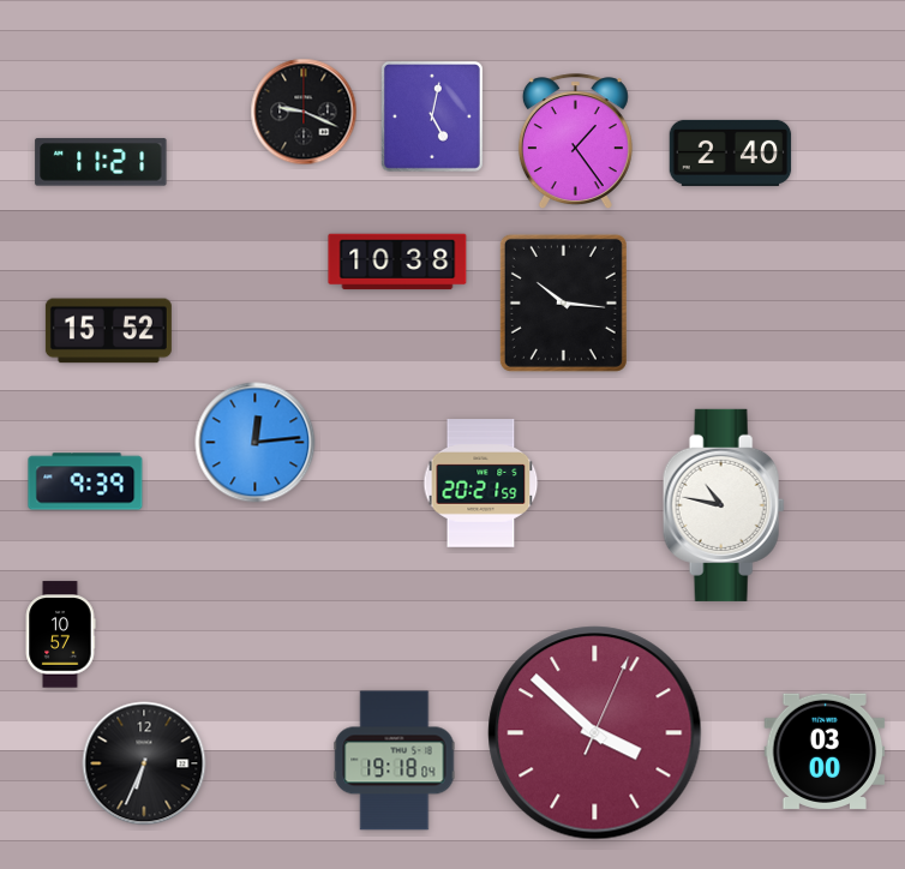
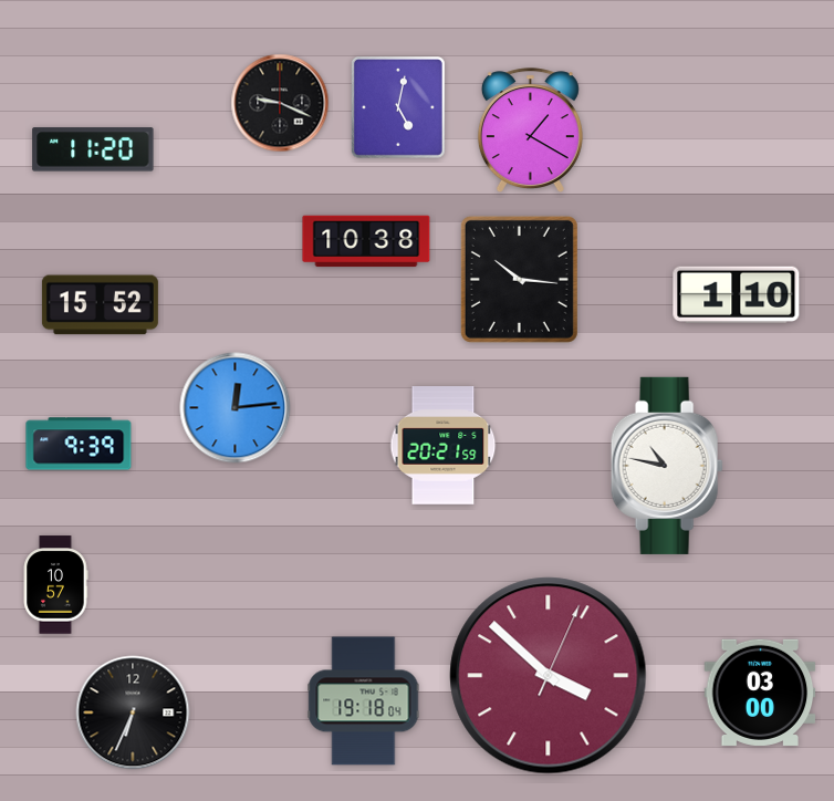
clock at (575, 140): 1:24 -> 1:20
clock at (731, 152): 2:40 -> none
clock at (101, 162): 11:21 -> 11:20
clock at (737, 294): none -> 1:10
clock at (144, 763) position: (144, 763) -> (133, 712)
